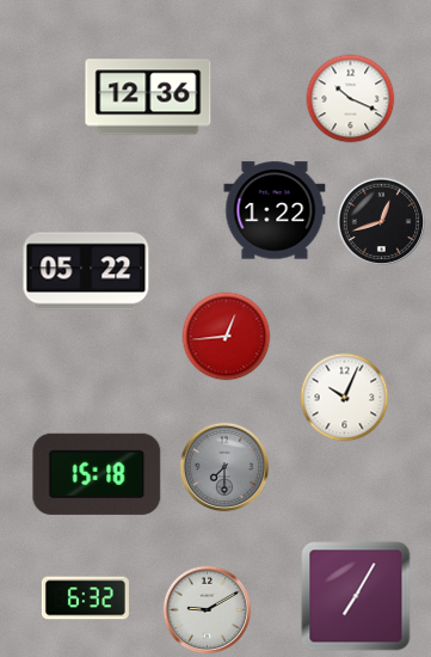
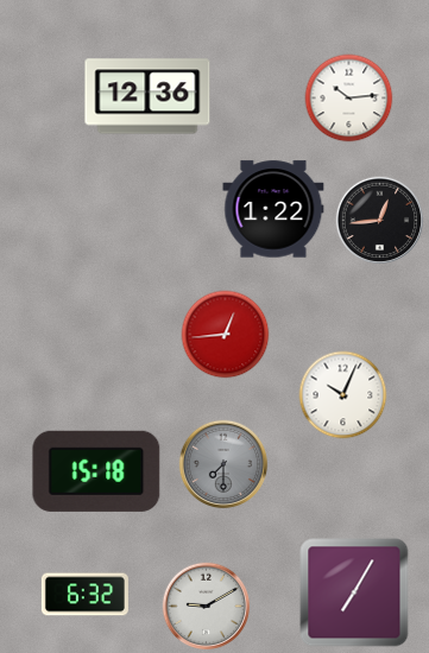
clock at (351, 99): 10:19 -> 10:14
clock at (382, 222): 12:42 -> 12:44
clock at (86, 271): 05:22 -> none
